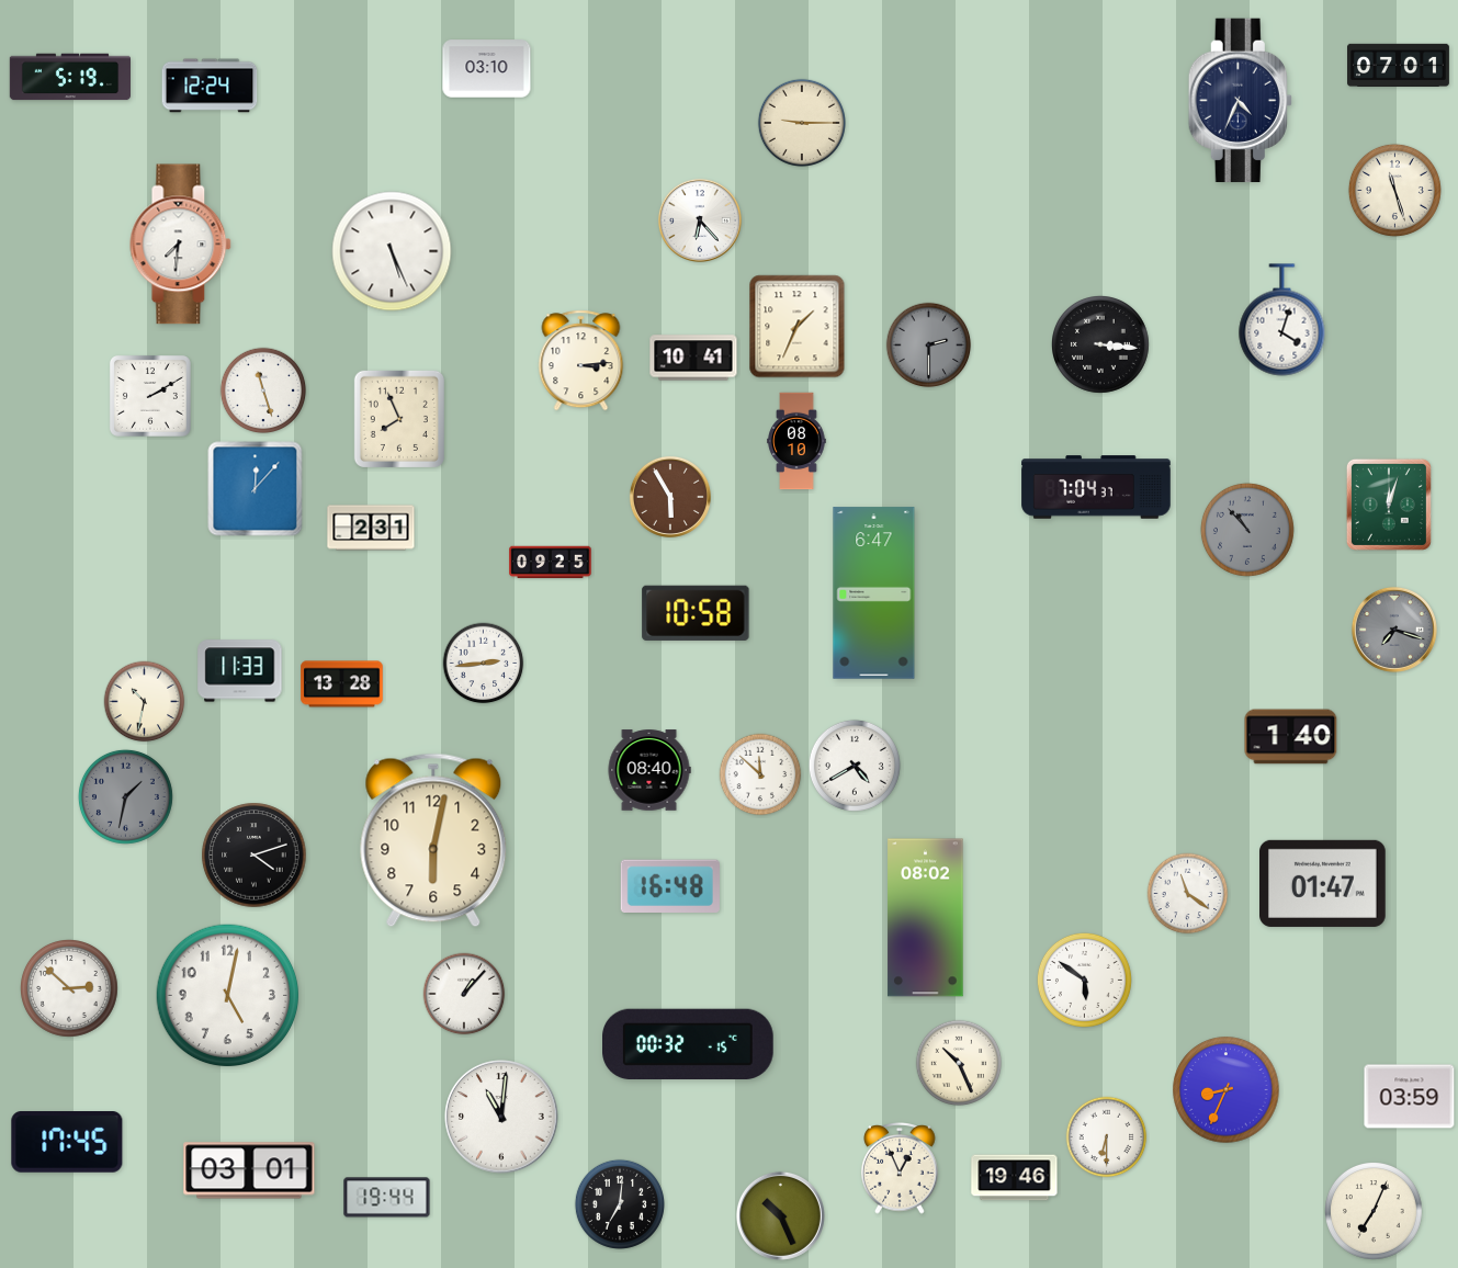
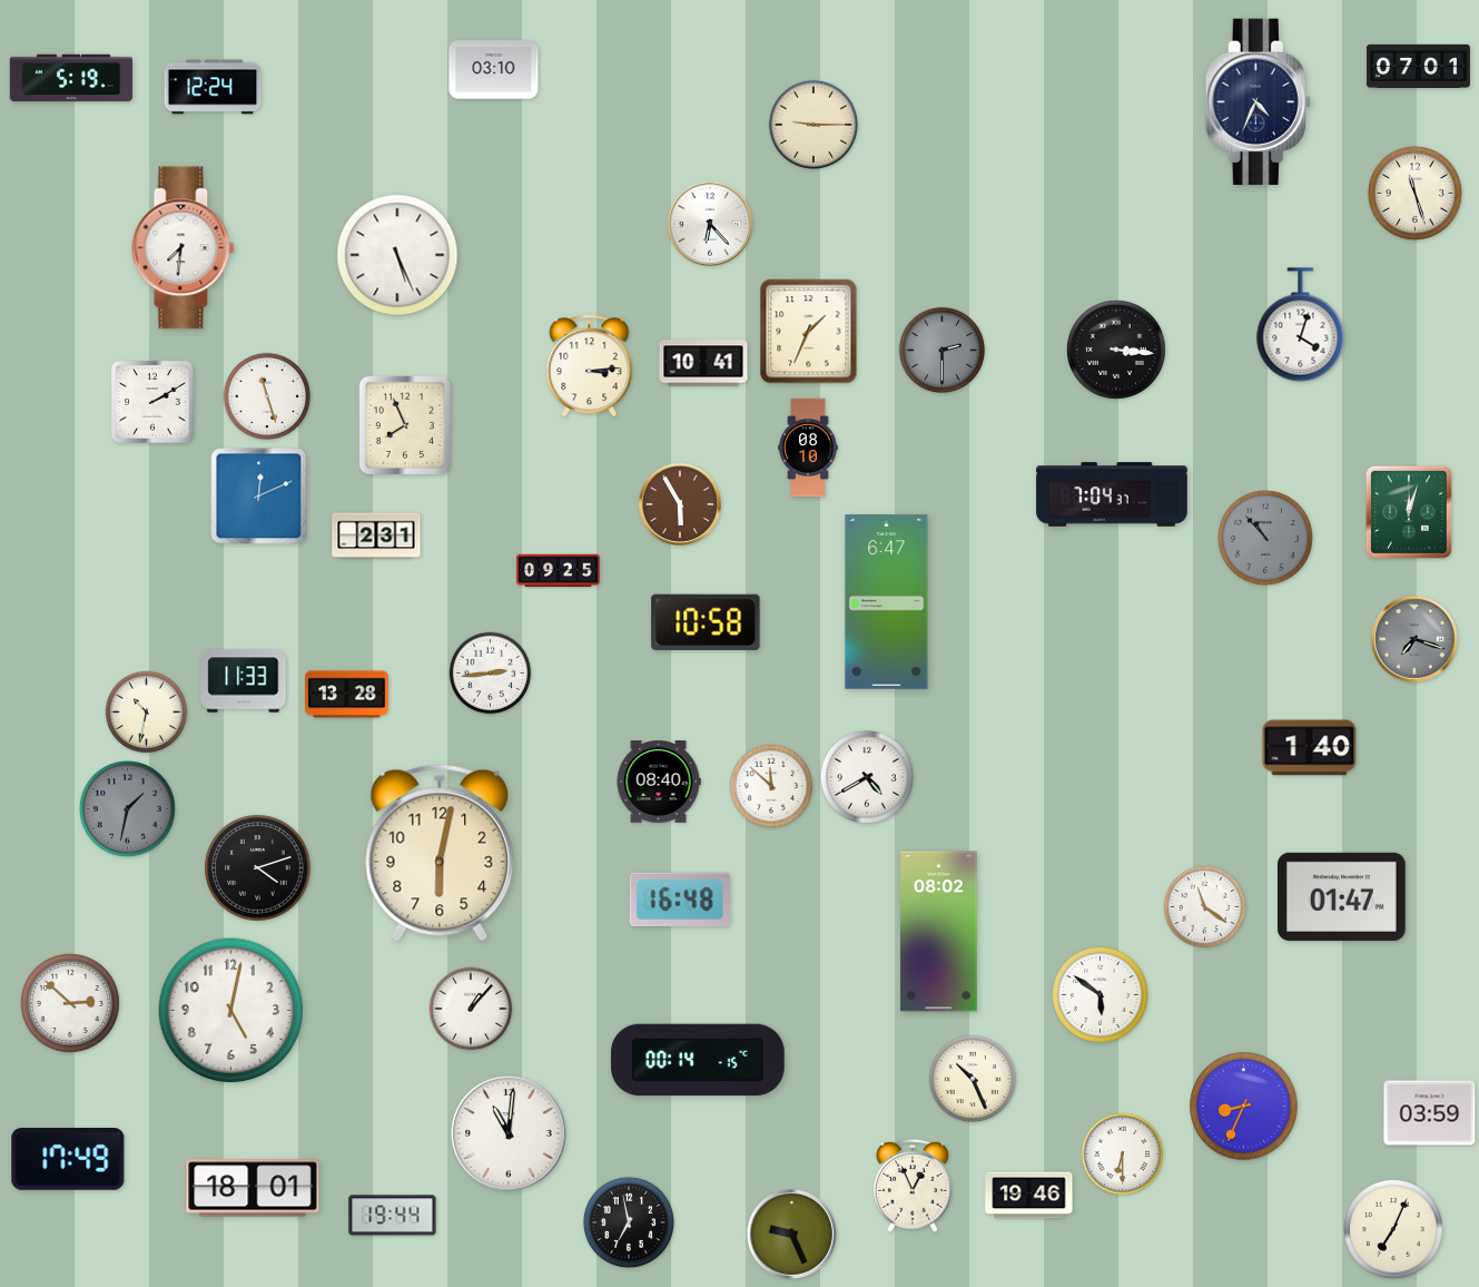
clock at (256, 489): 12:07 -> 12:11
clock at (689, 1043): 00:32 -> 00:14
clock at (67, 1143): 17:45 -> 17:49
clock at (249, 1170): 03:01 -> 18:01
clock at (620, 1204): 7:01 -> 6:58
clock at (780, 1215): 10:26 -> 9:26
